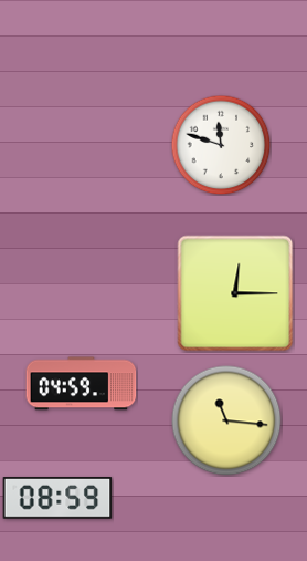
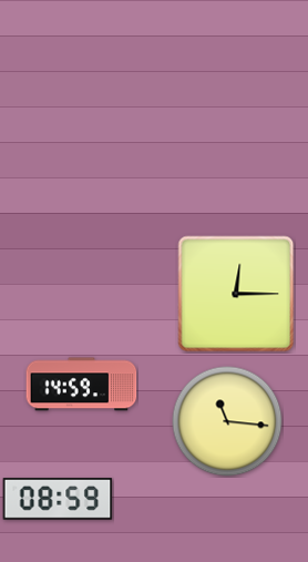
clock at (221, 145): 11:48 -> none
clock at (82, 384): 04:59 -> 14:59
